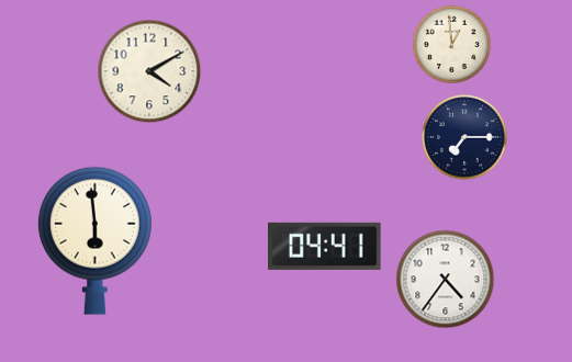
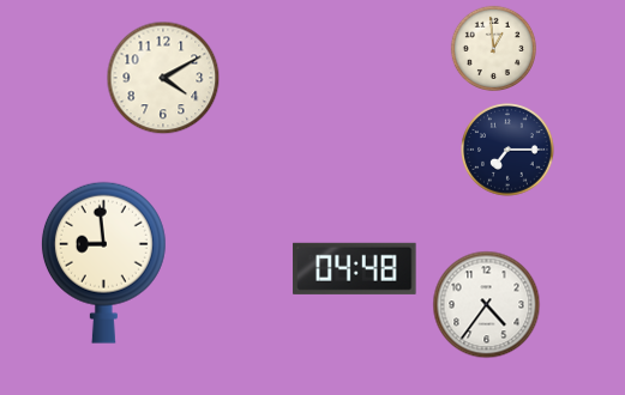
clock at (94, 240): 5:59 -> 8:59
clock at (325, 246): 04:41 -> 04:48
